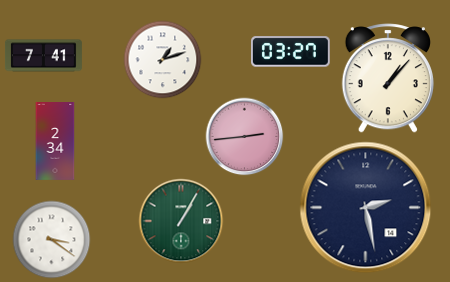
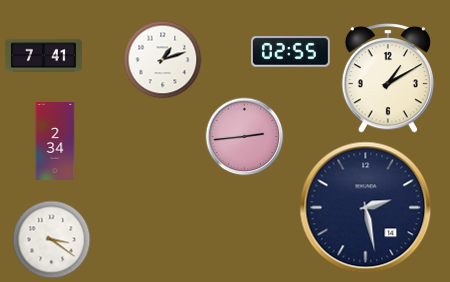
clock at (291, 52): 03:27 -> 02:55
clock at (388, 78): 1:07 -> 1:10
clock at (181, 221): 1:05 -> none
